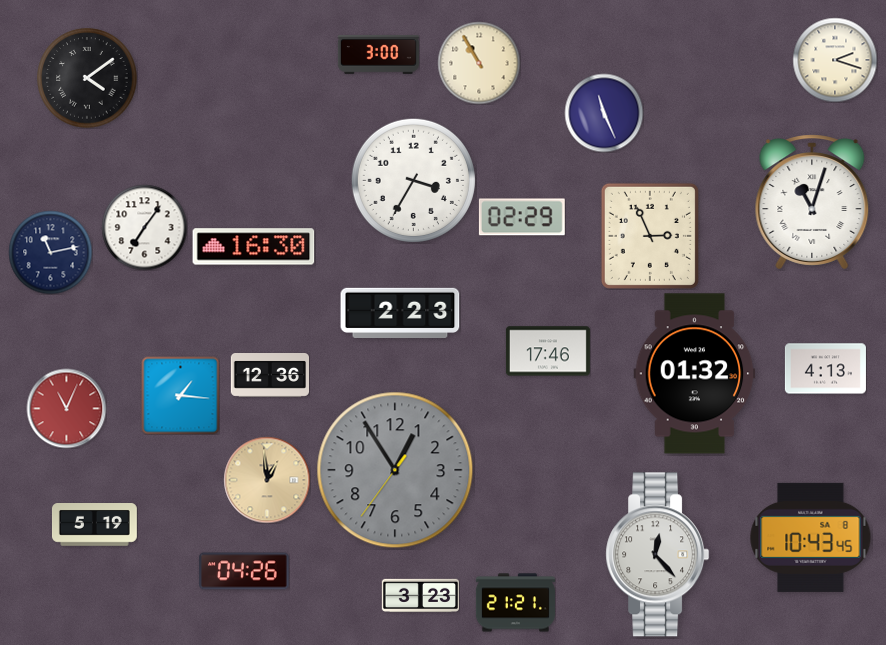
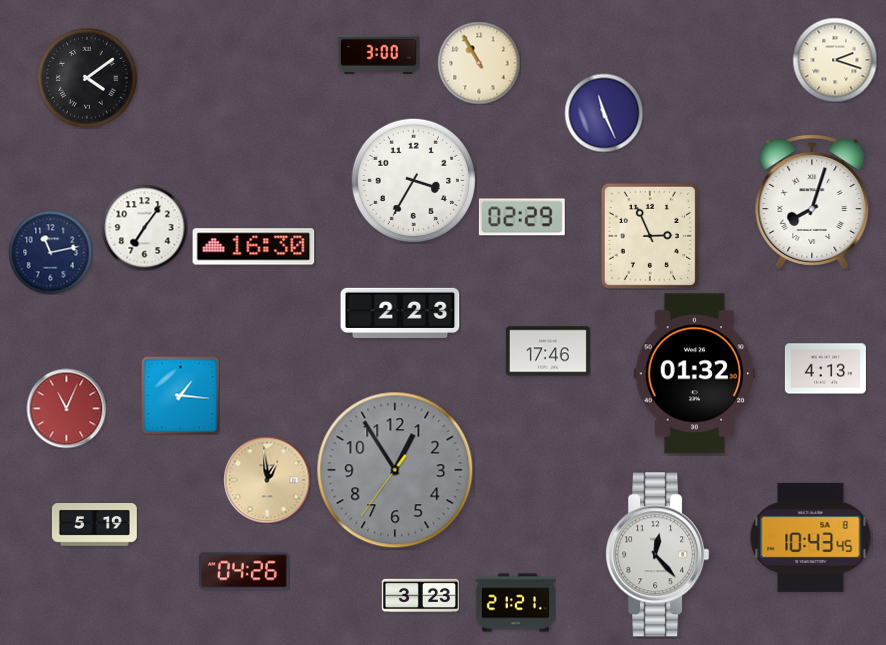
clock at (812, 202): 11:03 -> 8:03
clock at (269, 376): 12:36 -> none
